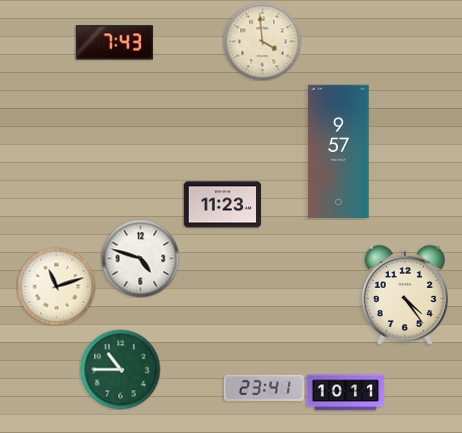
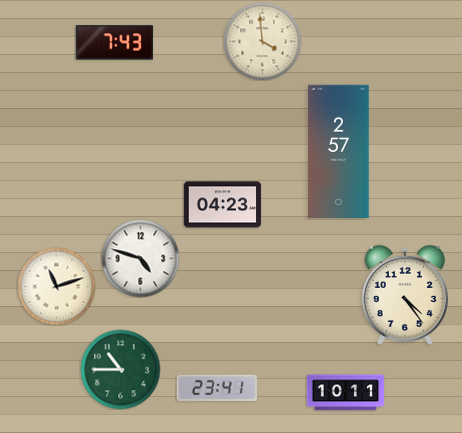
clock at (339, 151): 9:57 -> 2:57
clock at (222, 205): 11:23 -> 04:23
clock at (264, 388) position: (264, 388) -> (217, 388)
